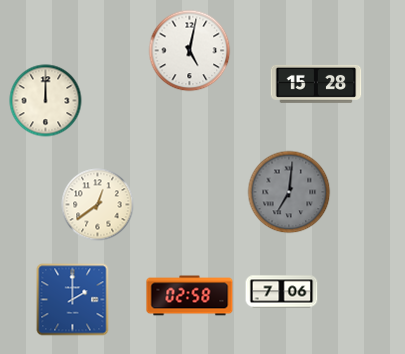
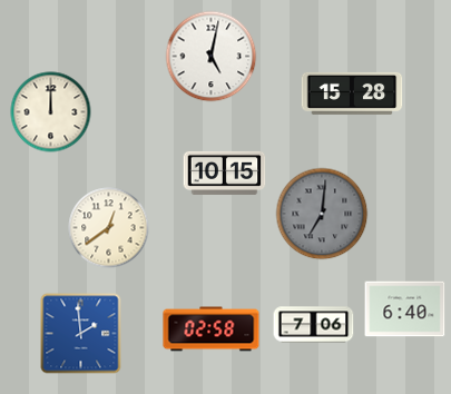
clock at (225, 173): none -> 10:15
clock at (405, 309): none -> 6:40
clock at (73, 300): 2:00 -> 1:59
